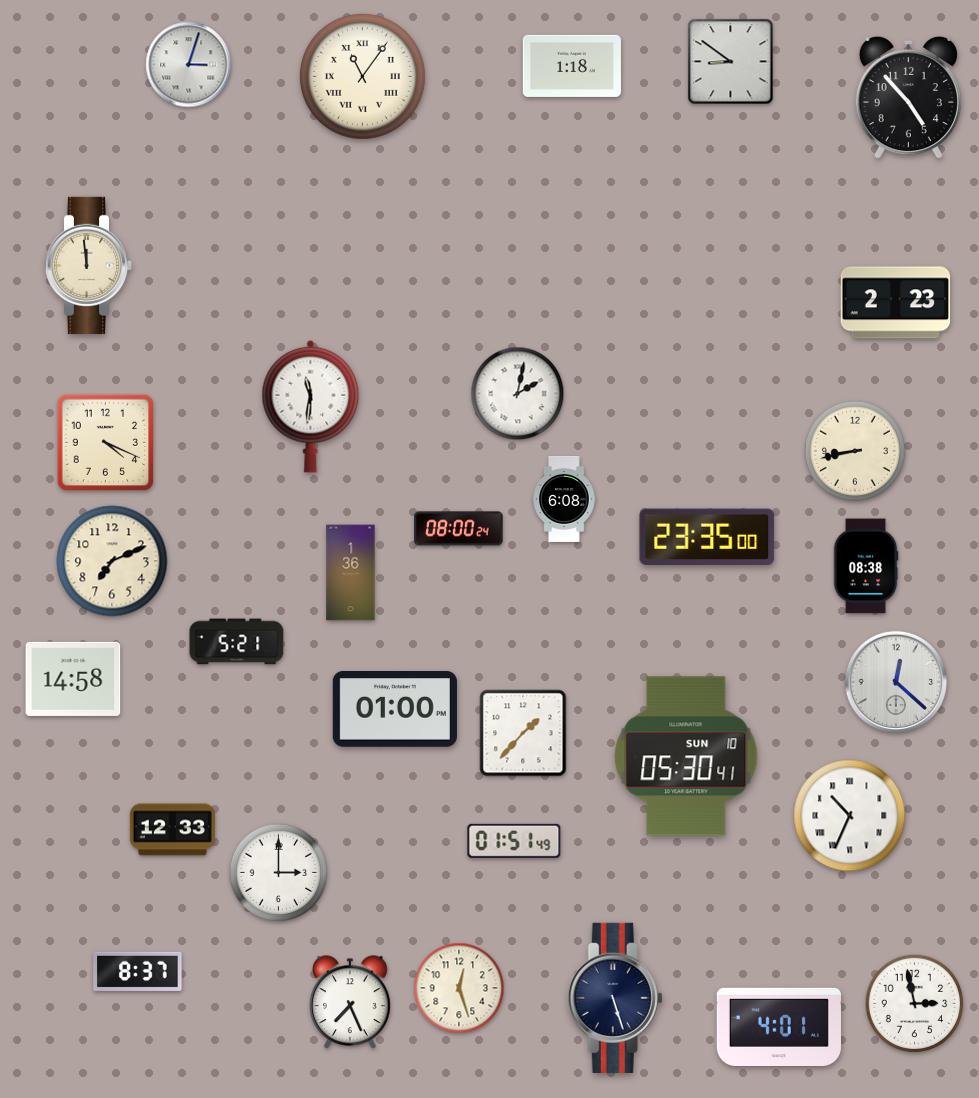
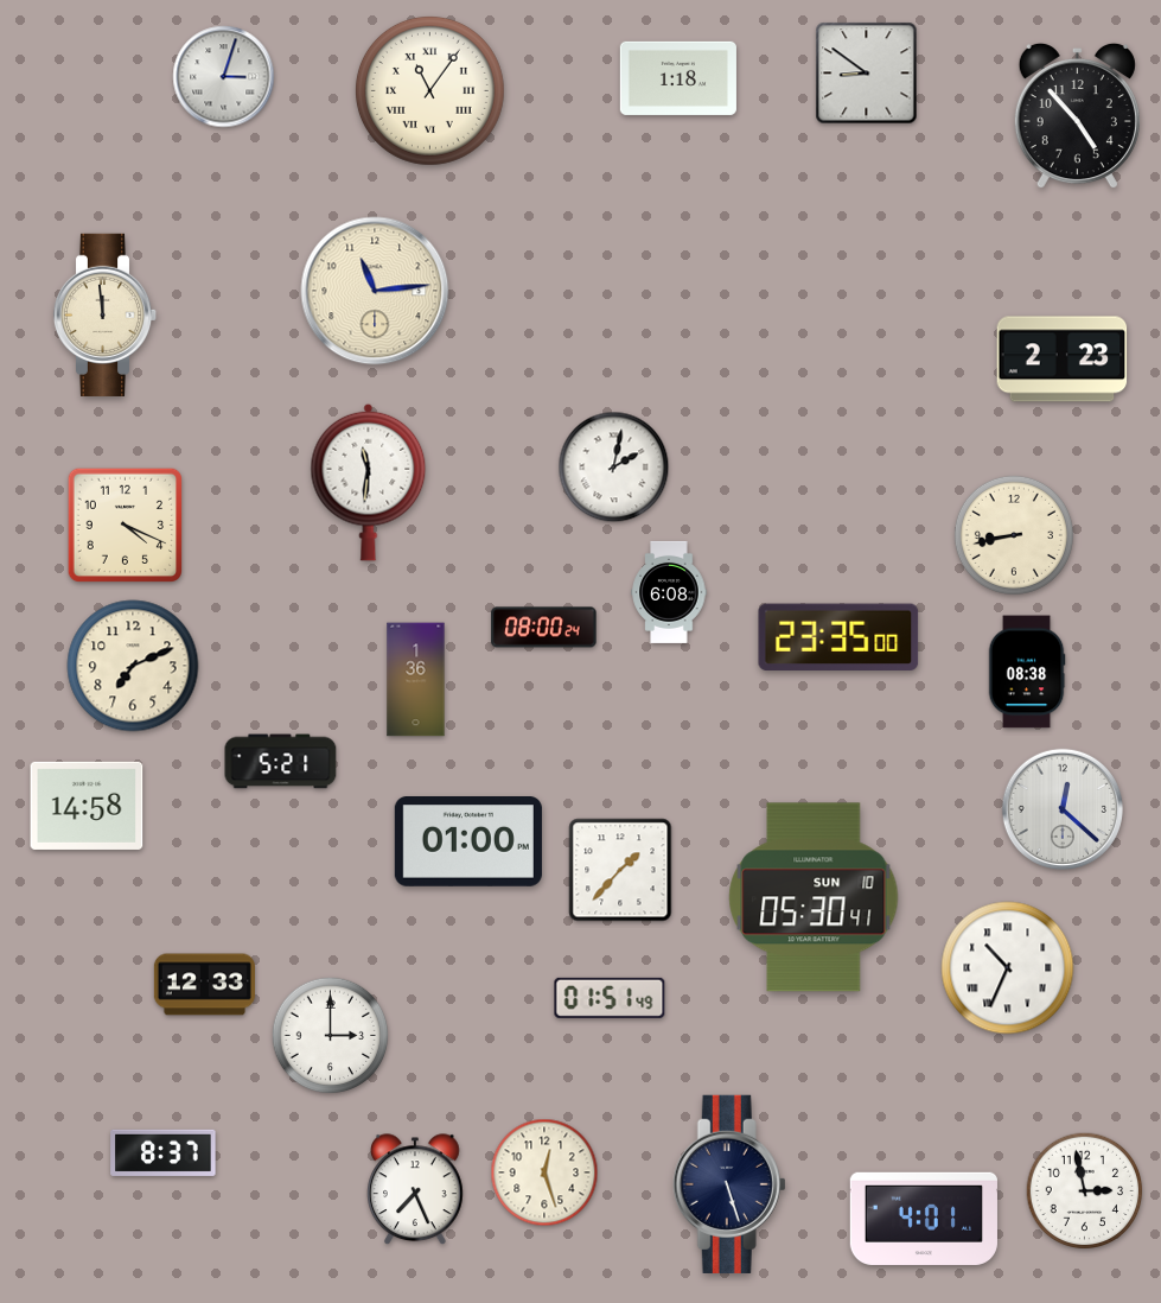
clock at (375, 291): none -> 11:14
